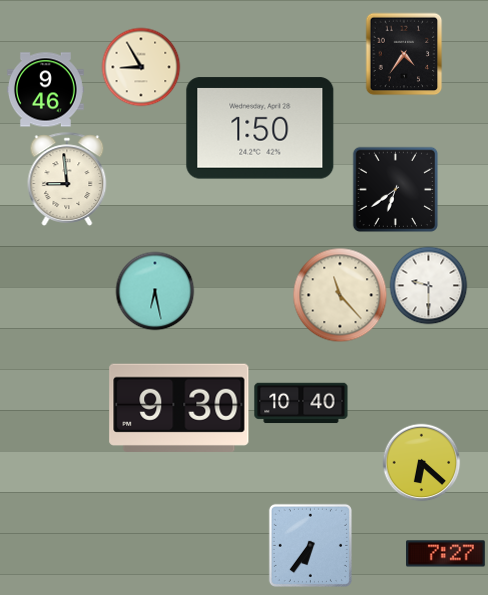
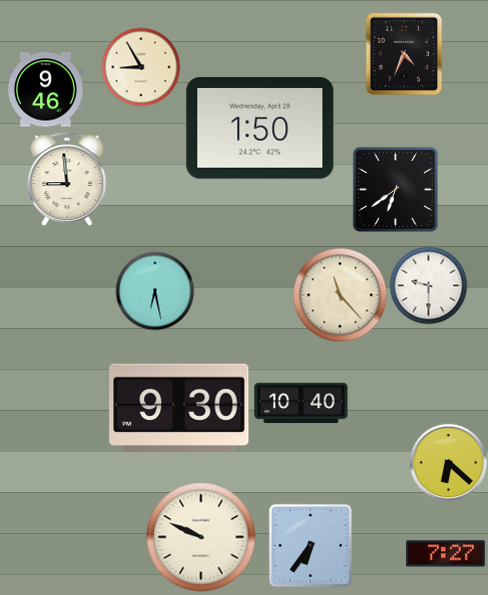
clock at (404, 54): 4:36 -> 4:34
clock at (421, 462) position: (421, 462) -> (448, 462)
clock at (201, 537): none -> 9:49
